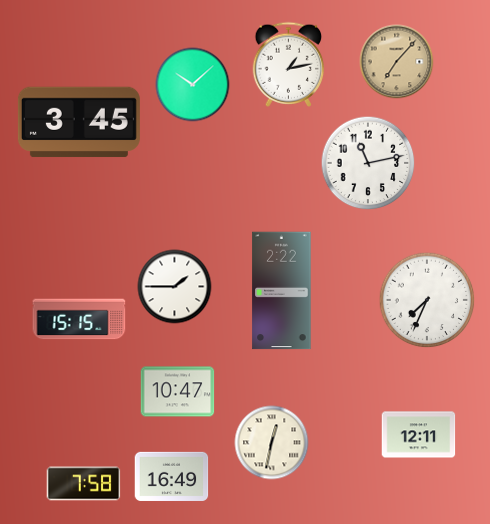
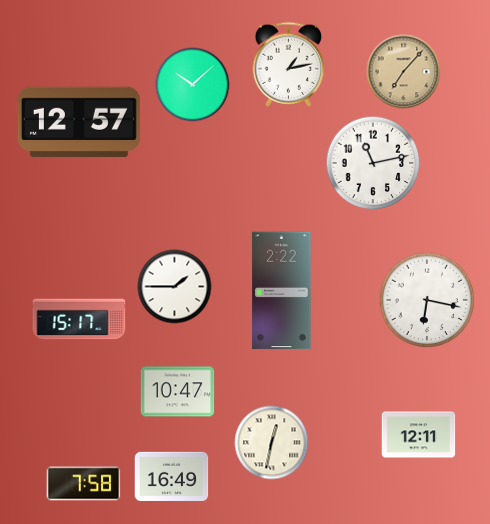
clock at (397, 62) position: (397, 62) -> (404, 72)
clock at (79, 122): 3:45 -> 12:57
clock at (368, 163) position: (368, 163) -> (373, 163)
clock at (427, 300): 7:34 -> 6:17
clock at (79, 319): 15:15 -> 15:17
